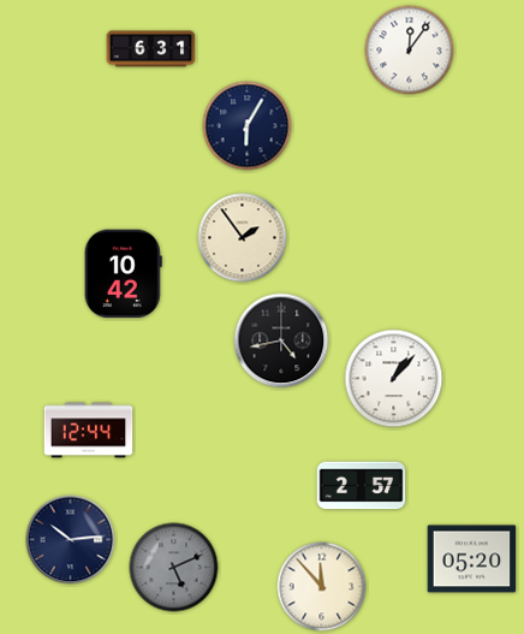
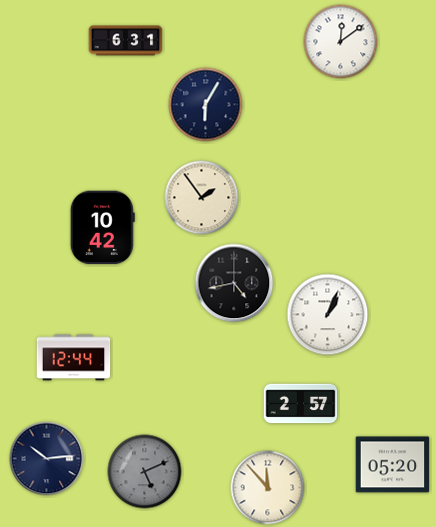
clock at (410, 51): 12:06 -> 12:09
clock at (394, 379): 1:07 -> 1:04
clock at (71, 540) position: (71, 540) -> (47, 459)
